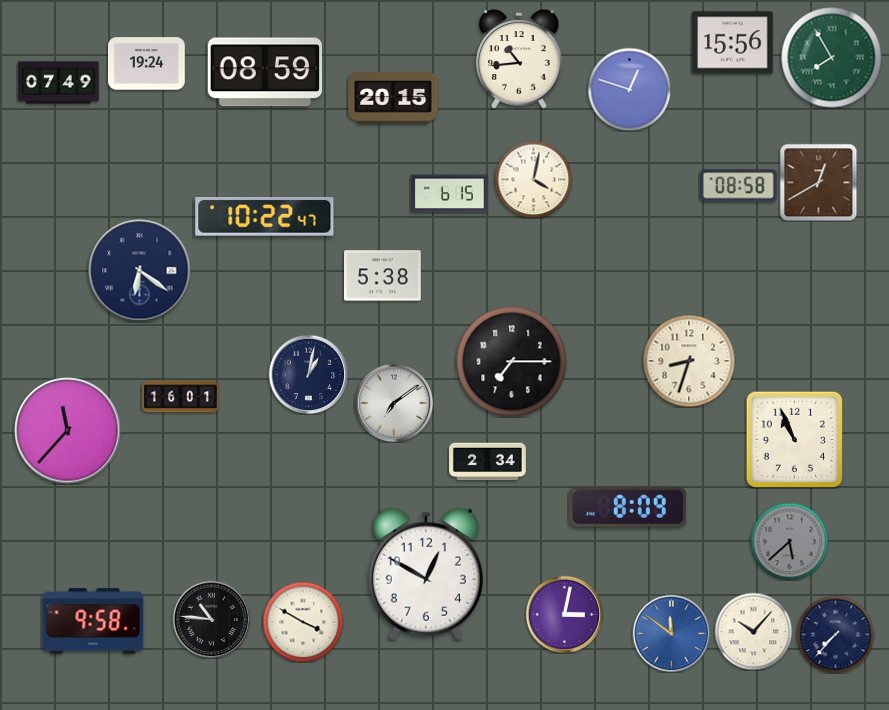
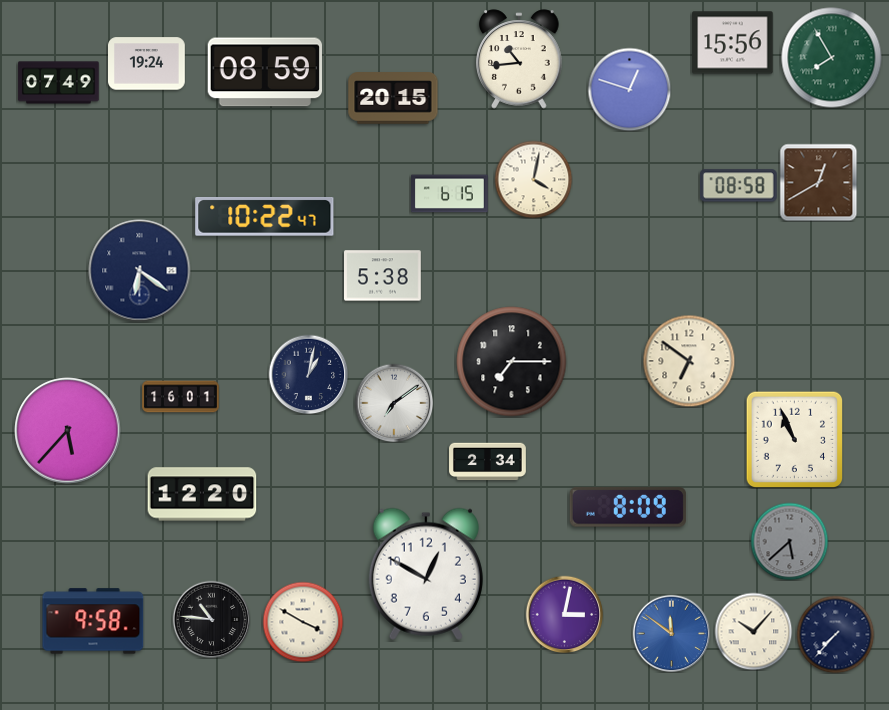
clock at (689, 361): 8:33 -> 6:51
clock at (68, 431): 11:37 -> 5:37
clock at (202, 494): none -> 12:20
